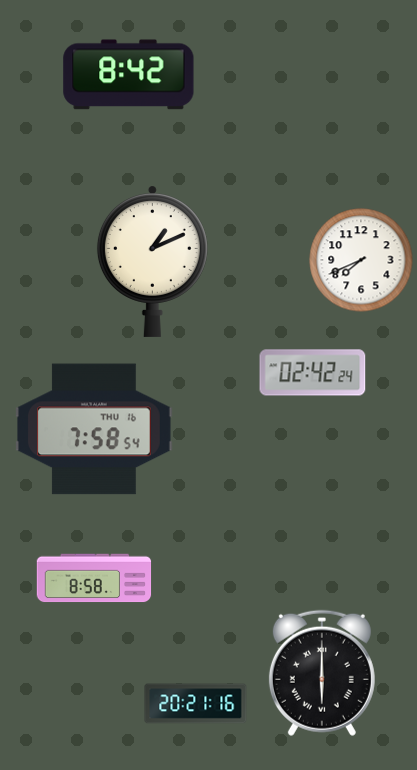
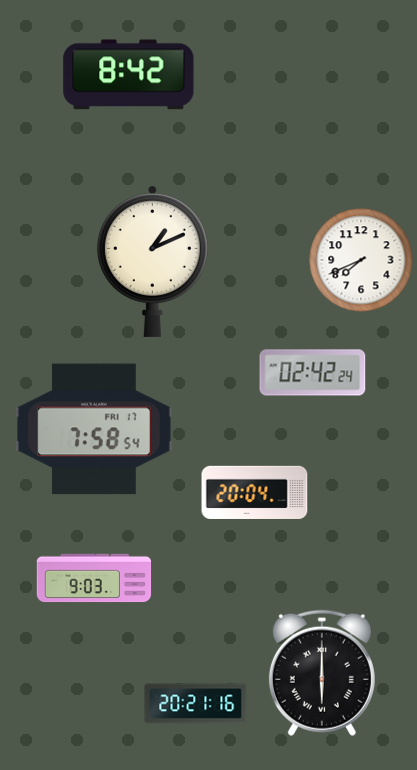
clock at (95, 429) date: THU 16 -> FRI 17
clock at (255, 492): none -> 20:04
clock at (94, 578): 8:58 -> 9:03
